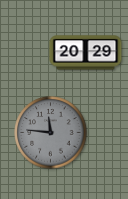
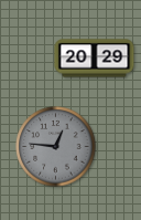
clock at (51, 133): 11:46 -> 12:46
